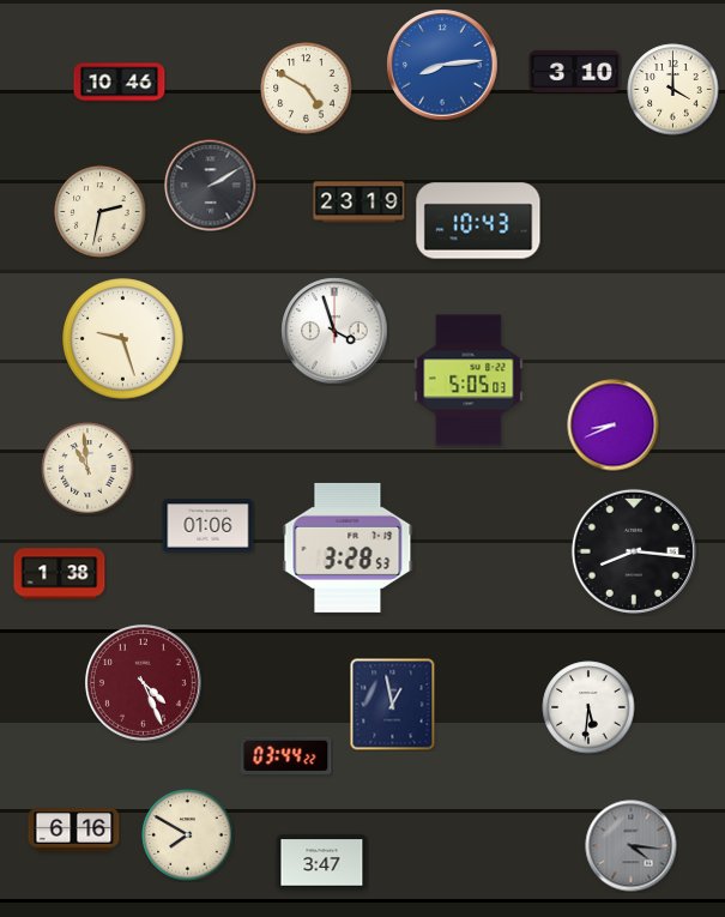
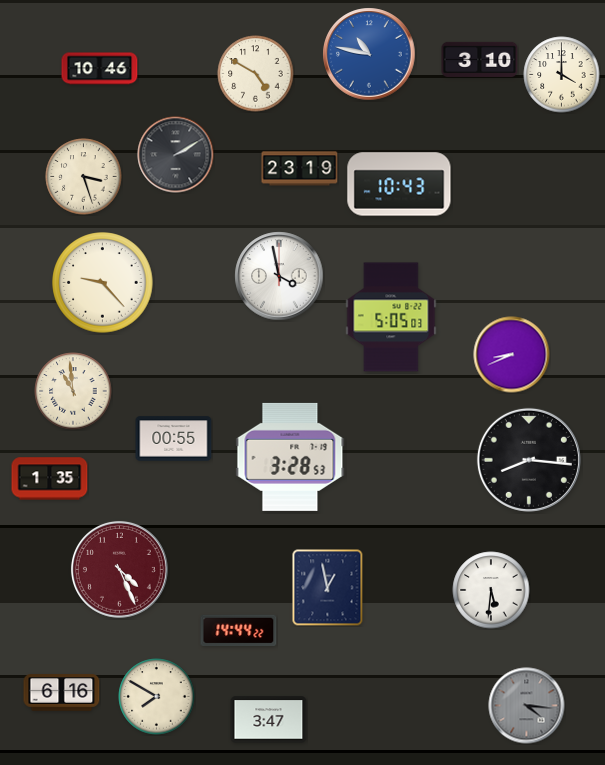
clock at (442, 65): 8:14 -> 10:47
clock at (101, 212): 2:32 -> 3:27
clock at (334, 331): 3:57 -> 3:58
clock at (123, 339): 9:27 -> 9:23
clock at (209, 526): 01:06 -> 00:55
clock at (60, 574): 1:38 -> 1:35
clock at (286, 755): 03:44 -> 14:44
